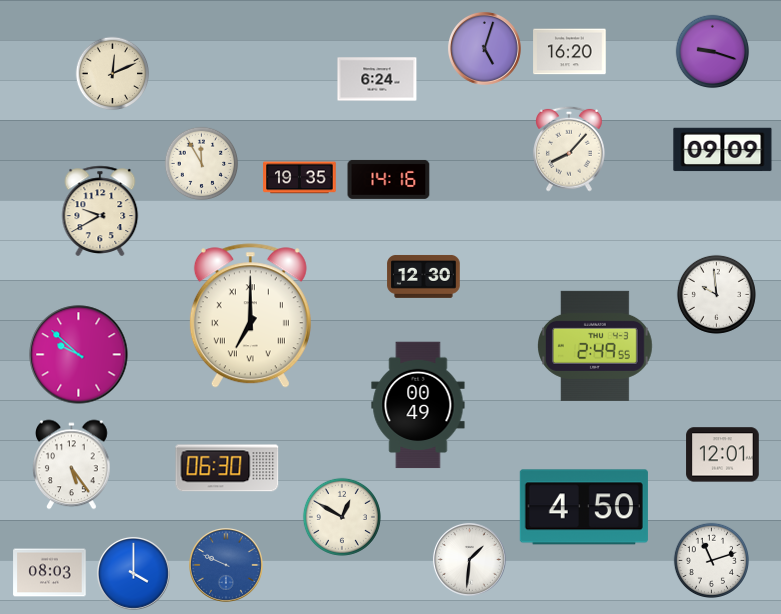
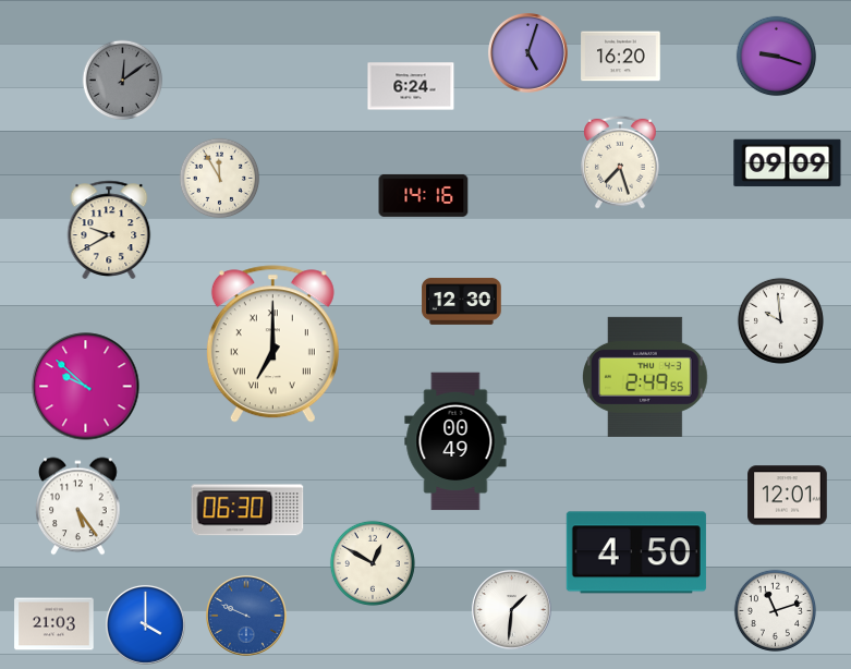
clock at (113, 74): 12:11 -> 12:09
clock at (113, 74) dial: cream -> grey
clock at (570, 149): 8:07 -> 7:27
clock at (300, 178): 19:35 -> none
clock at (596, 346) position: (596, 346) -> (646, 377)
clock at (50, 573): 08:03 -> 21:03
